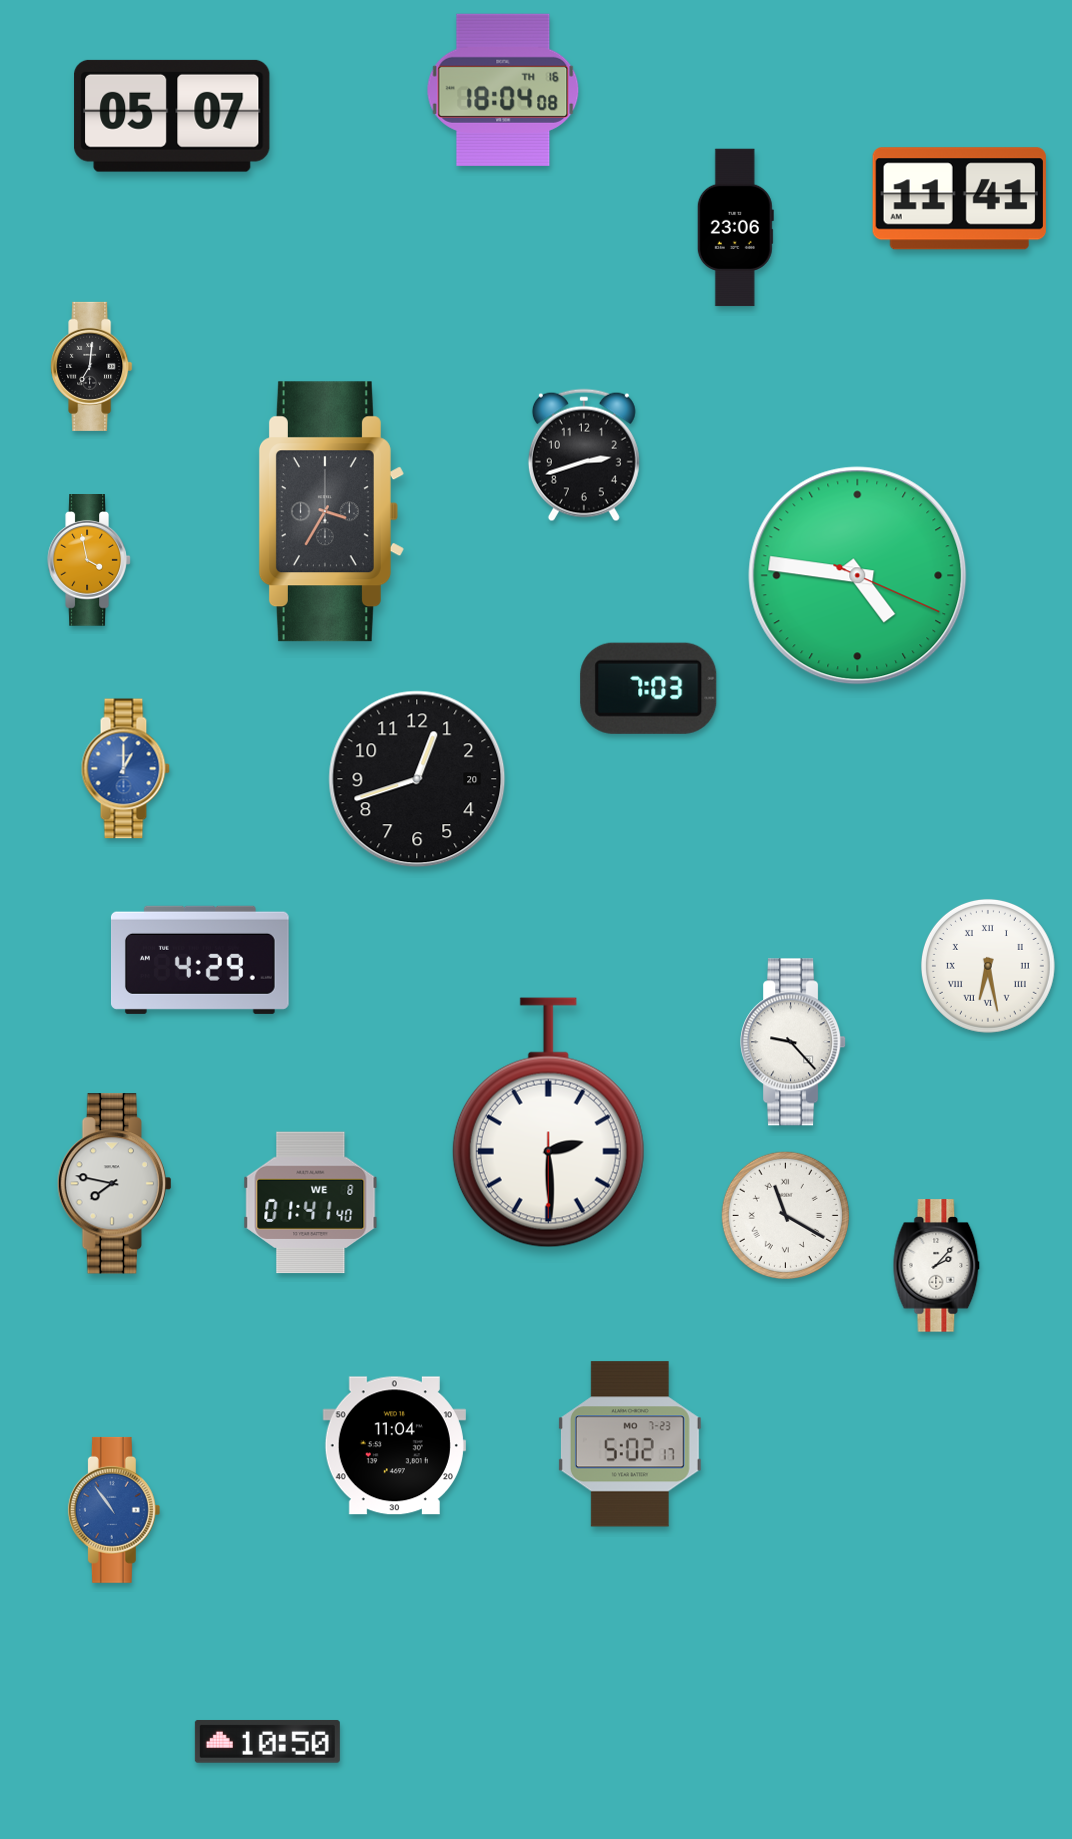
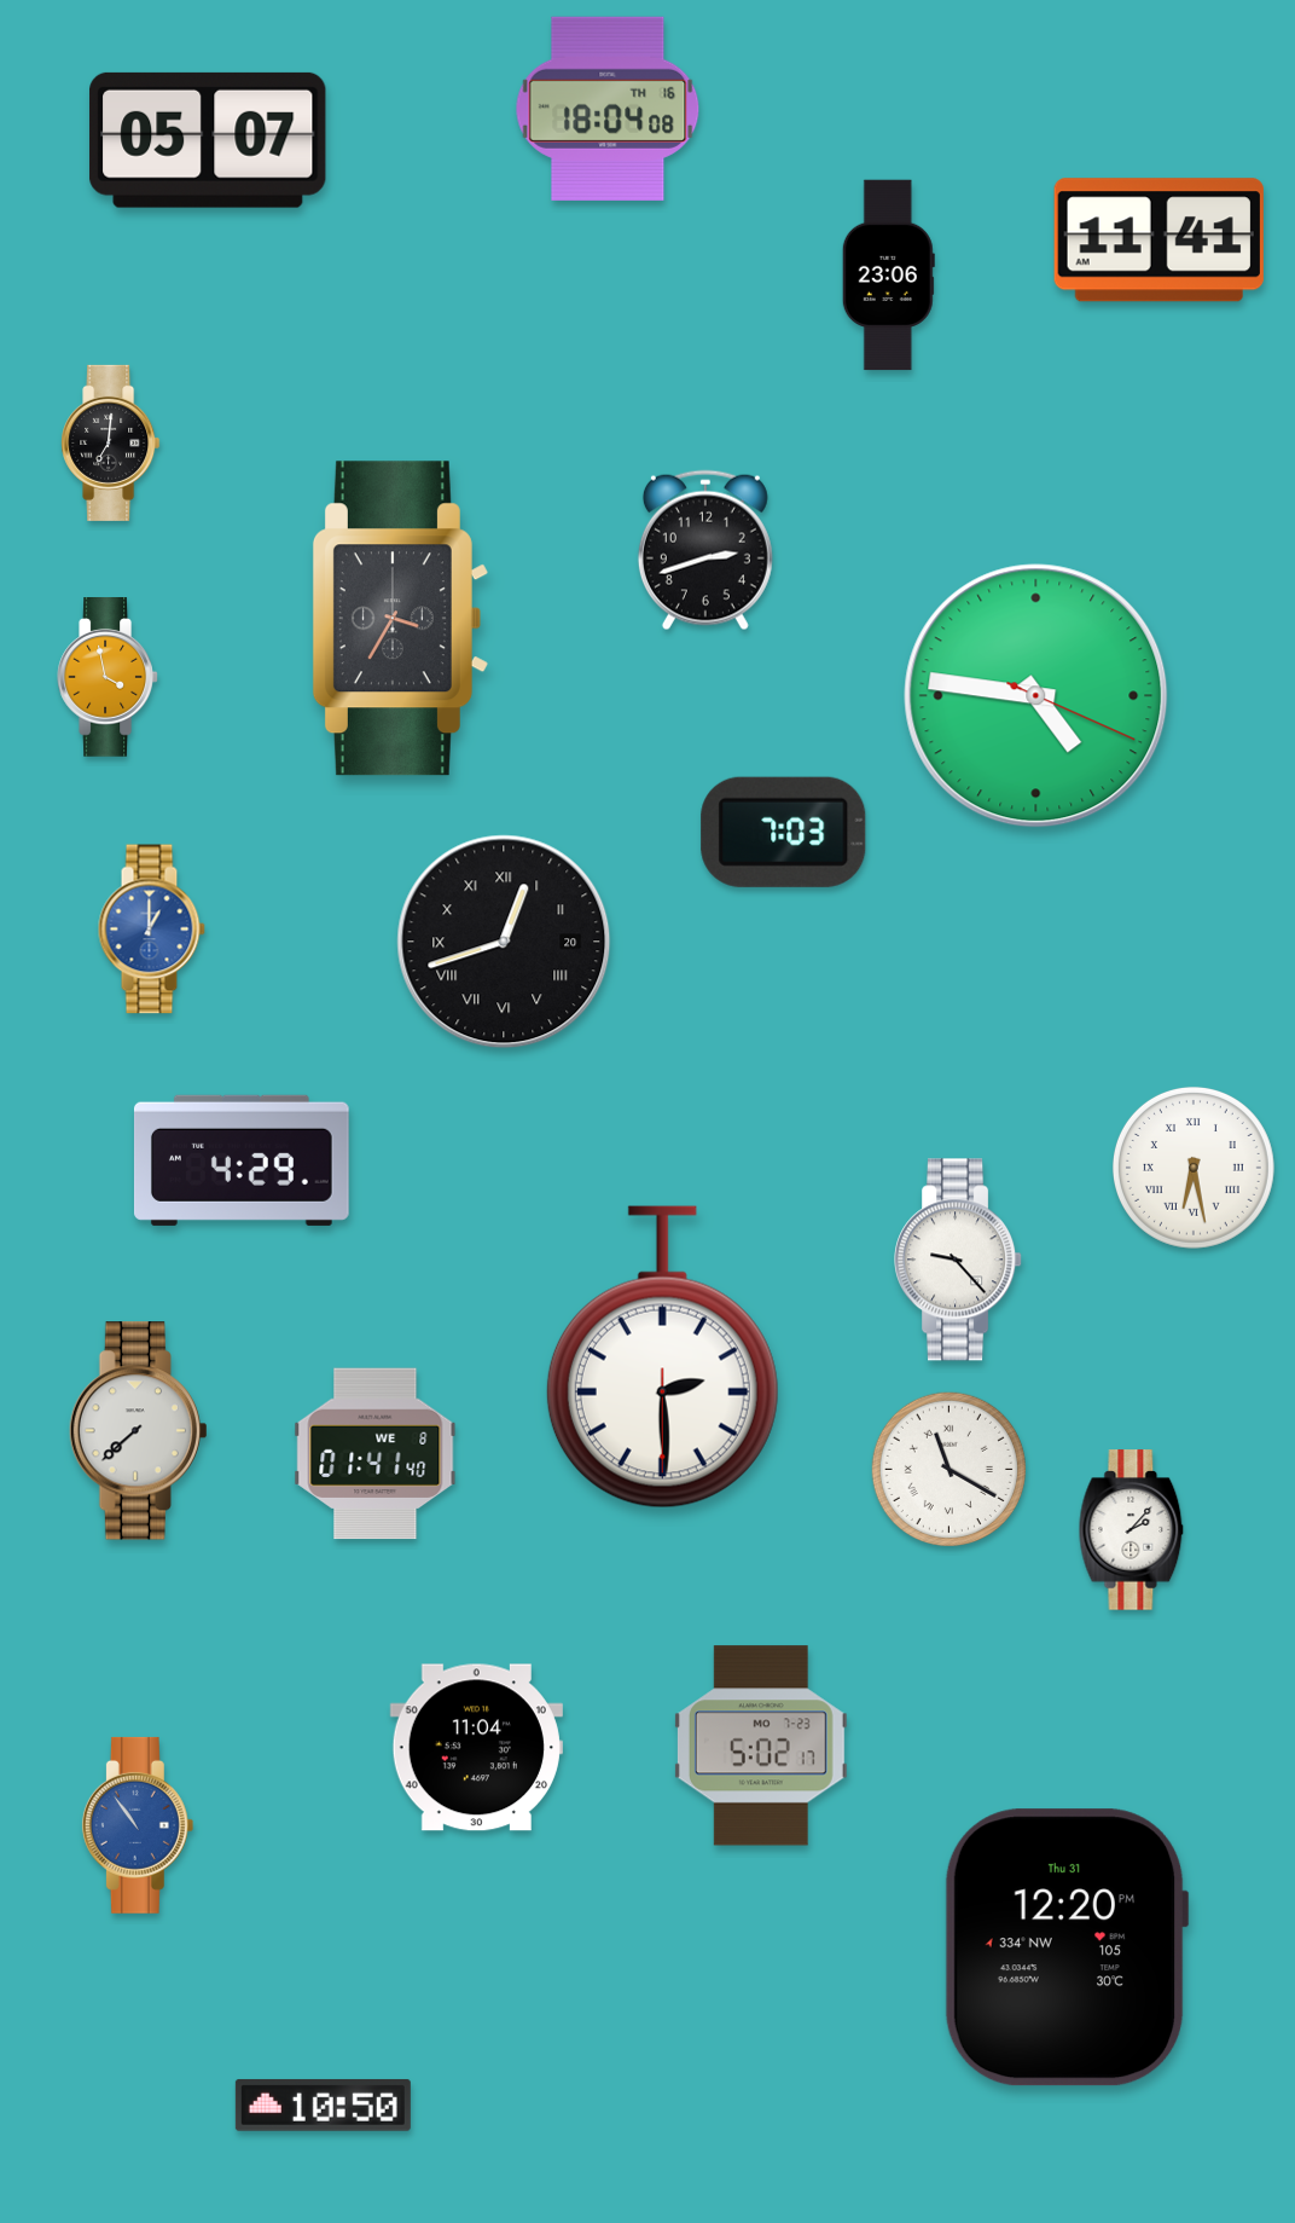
clock at (417, 779) numerals: Arabic -> Roman
clock at (114, 1184): 7:47 -> 7:38
clock at (1067, 1947): none -> 12:20
